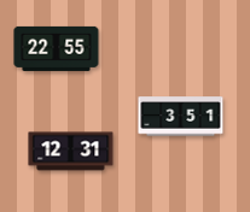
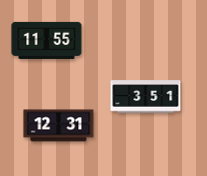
clock at (57, 48): 22:55 -> 11:55
clock at (181, 117) position: (181, 117) -> (146, 97)
